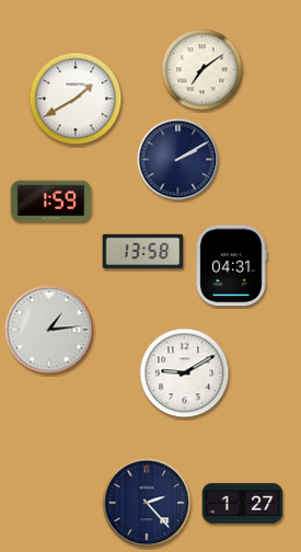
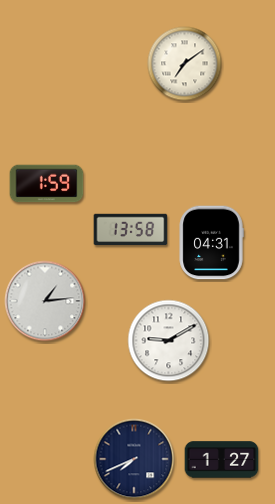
clock at (76, 99): 1:40 -> none
clock at (178, 160): 2:10 -> none
clock at (147, 503): 2:23 -> 7:41
